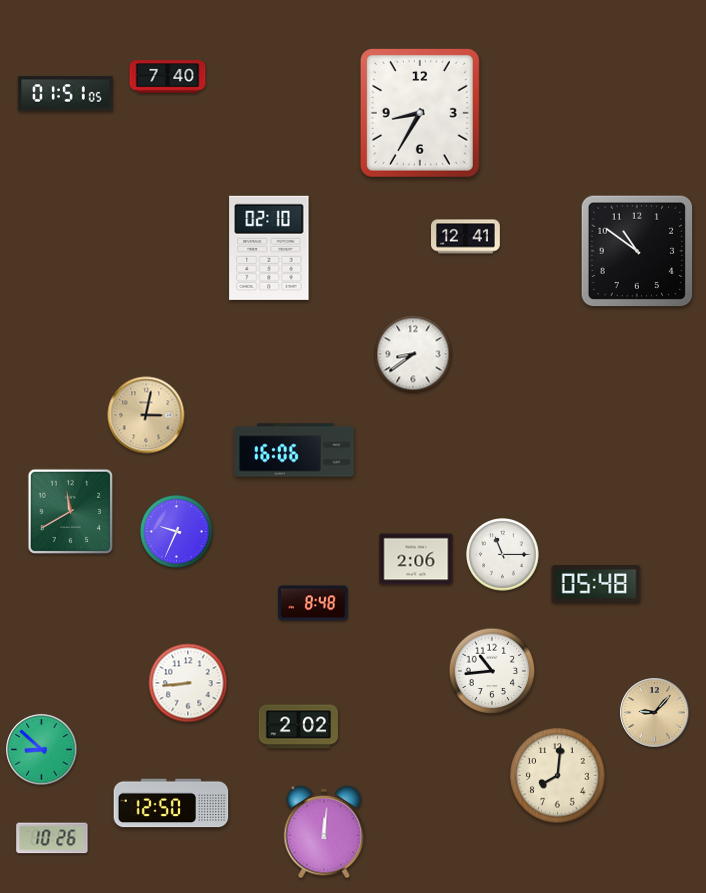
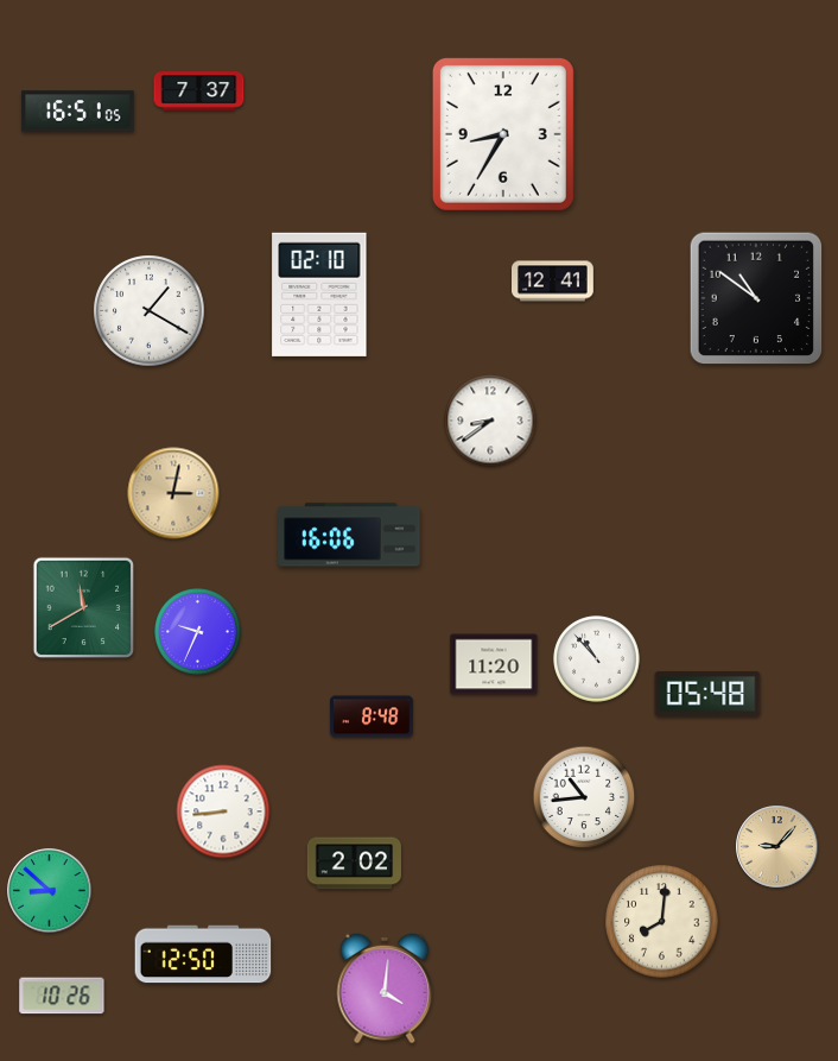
clock at (168, 77): 7:40 -> 7:37
clock at (66, 94): 01:51 -> 16:51
clock at (420, 113) position: (420, 113) -> (503, 134)
clock at (150, 311): none -> 1:20
clock at (177, 532) position: (177, 532) -> (198, 632)
clock at (503, 555): 11:15 -> 10:53
clock at (416, 559): 2:06 -> 11:20
clock at (324, 832): 12:01 -> 4:01
